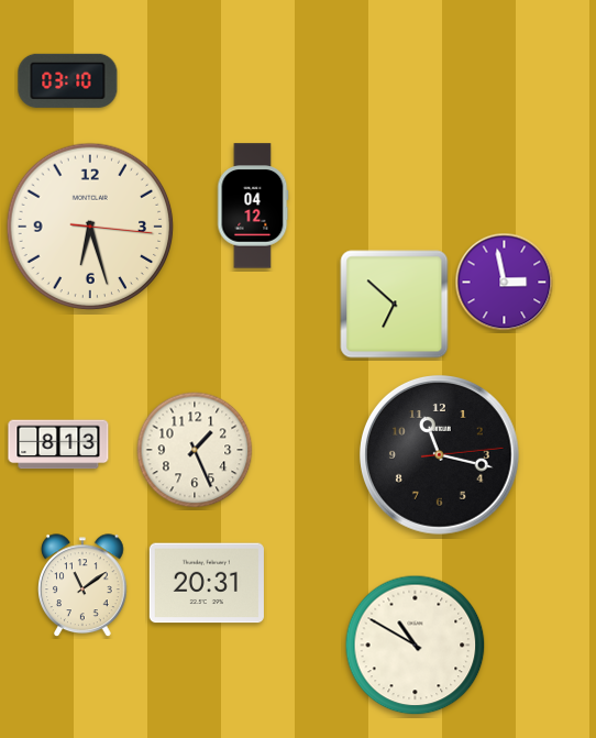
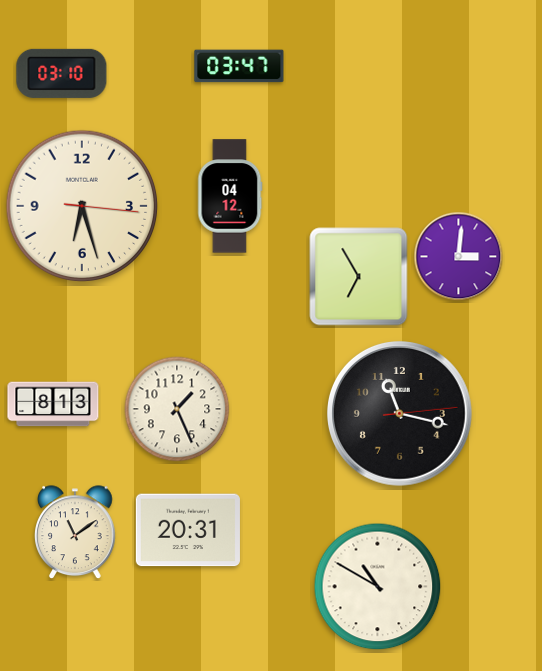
clock at (239, 66): none -> 03:47
clock at (253, 206) position: (253, 206) -> (230, 196)
clock at (505, 283): 2:58 -> 3:01
clock at (395, 305): 6:52 -> 6:55
